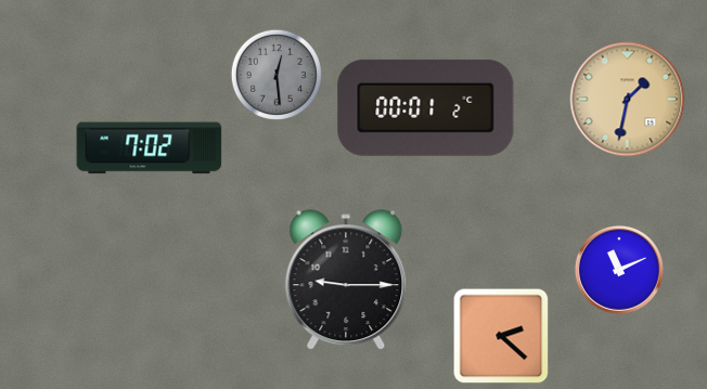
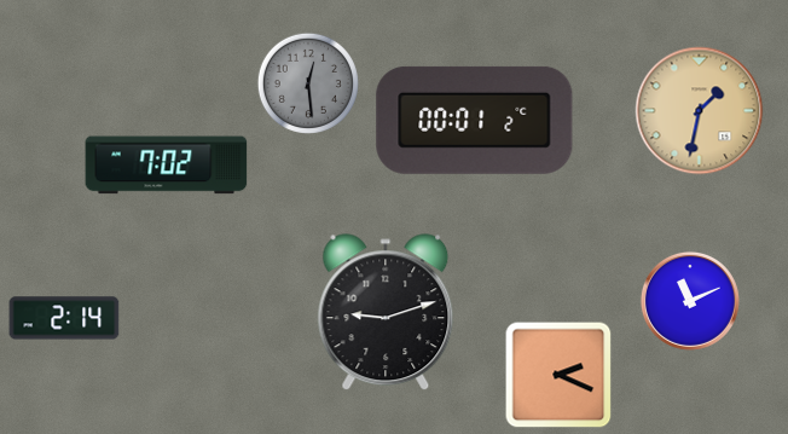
clock at (346, 281): 9:15 -> 9:12
clock at (64, 318): none -> 2:14
clock at (501, 336): 2:22 -> 2:19
